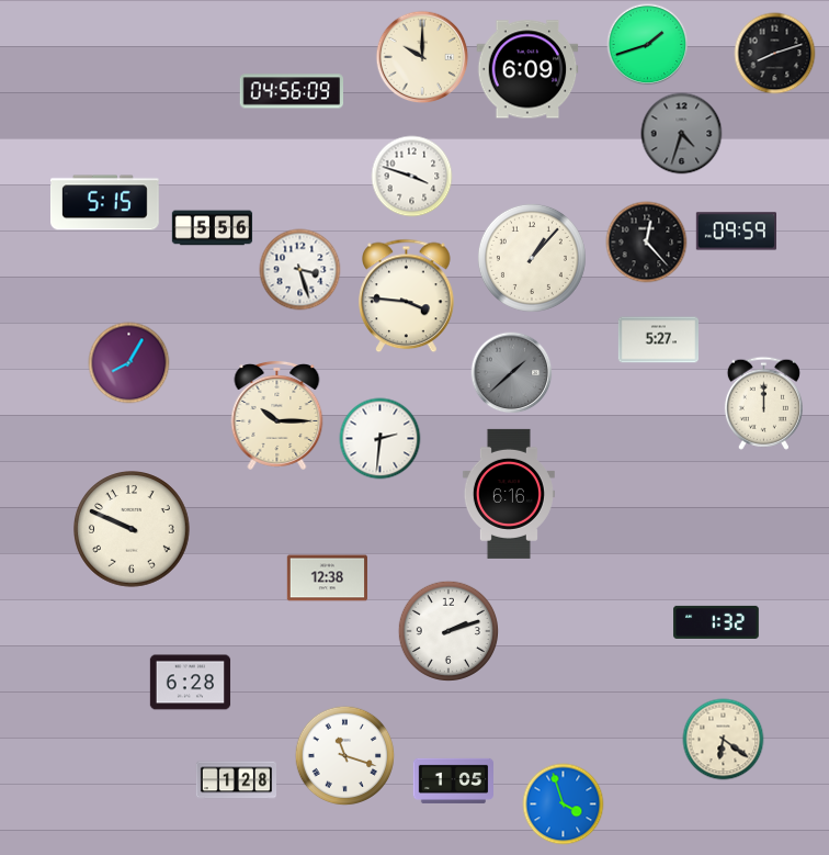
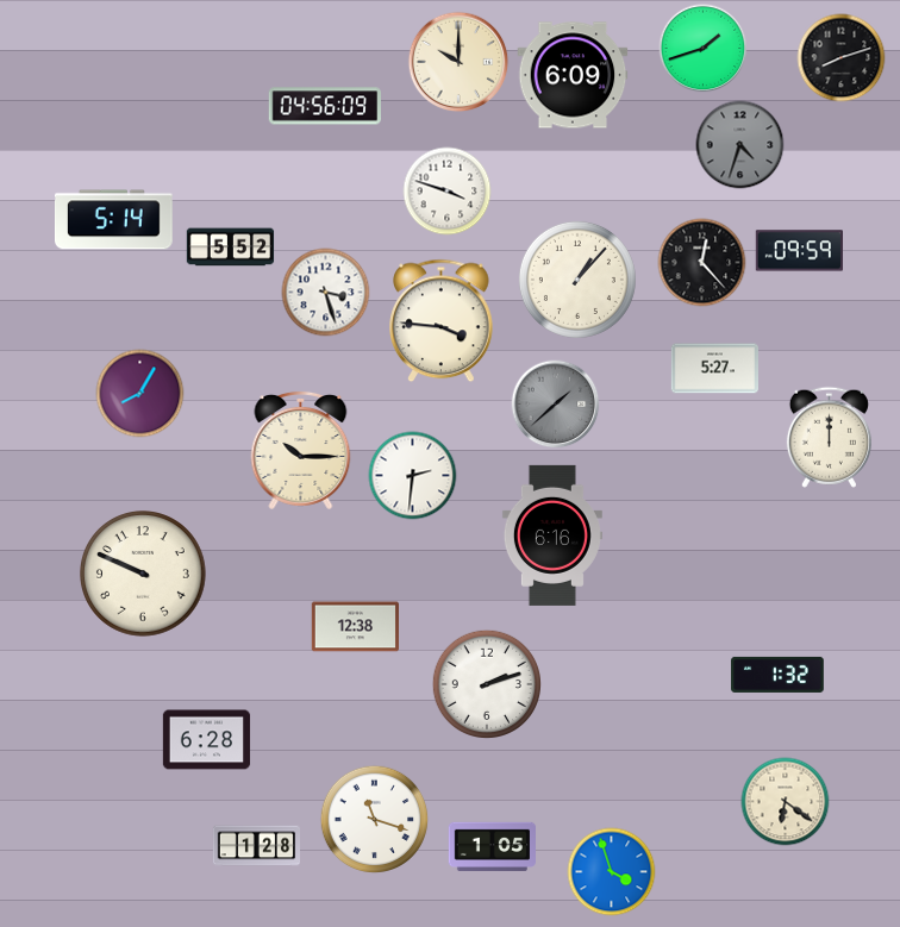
clock at (291, 91) position: (291, 91) -> (324, 106)
clock at (105, 203): 5:15 -> 5:14
clock at (213, 228): 5:56 -> 5:52
